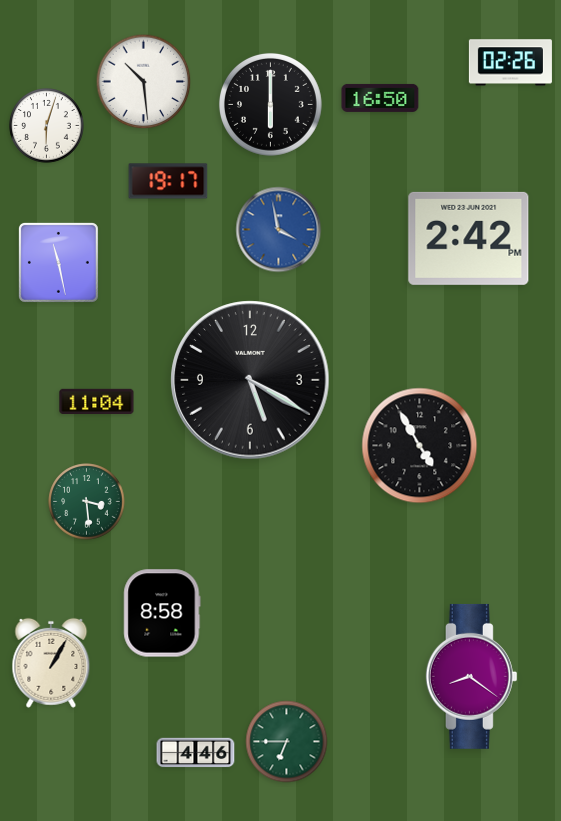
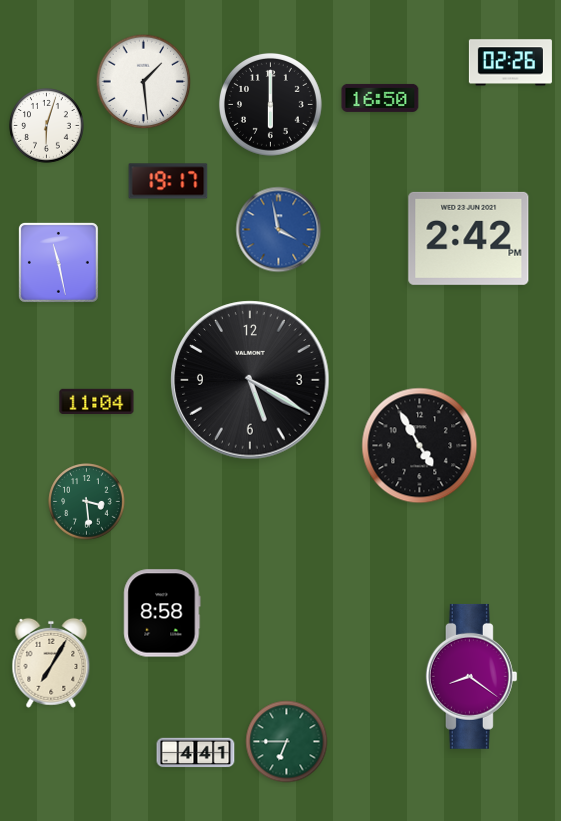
clock at (144, 82): 10:29 -> 1:29
clock at (51, 663): 1:05 -> 7:05
clock at (196, 753): 4:46 -> 4:41
